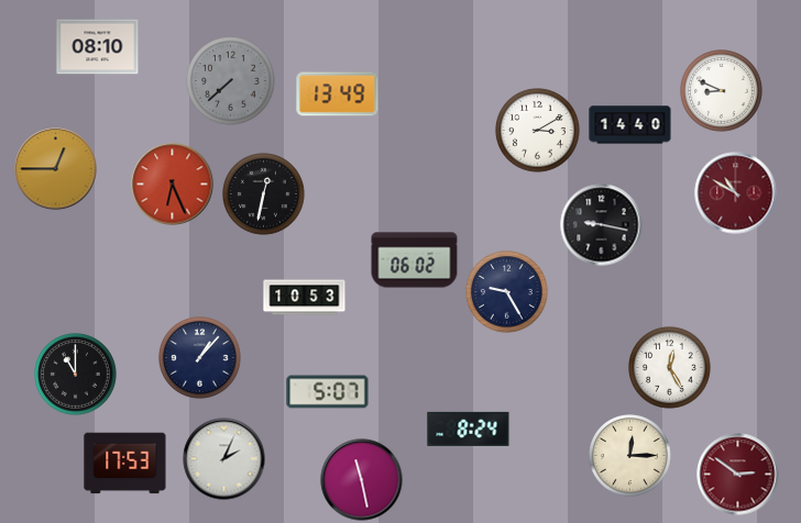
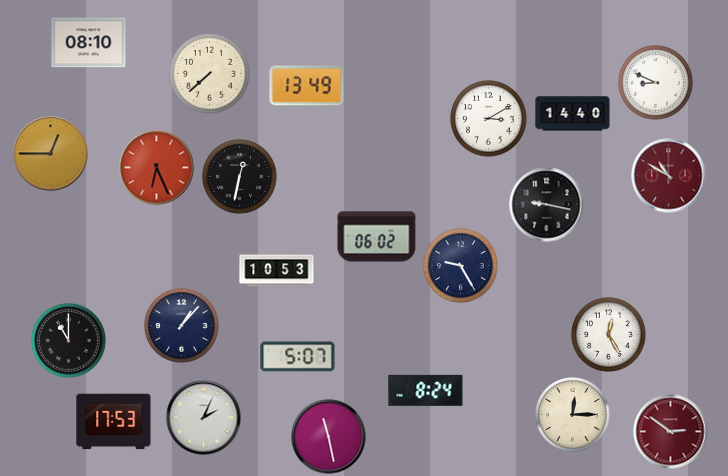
clock at (231, 81) dial: grey -> cream
